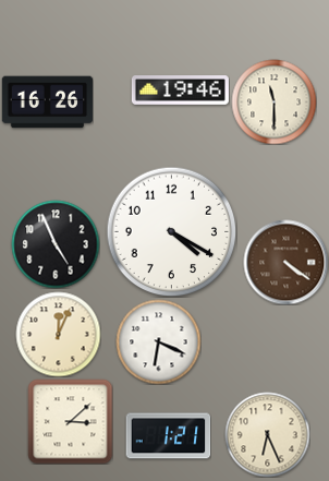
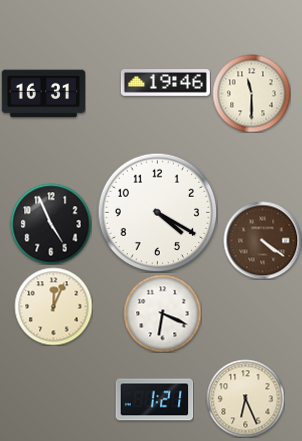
clock at (47, 103): 16:26 -> 16:31
clock at (158, 341) position: (158, 341) -> (162, 313)
clock at (70, 421): 3:08 -> none
